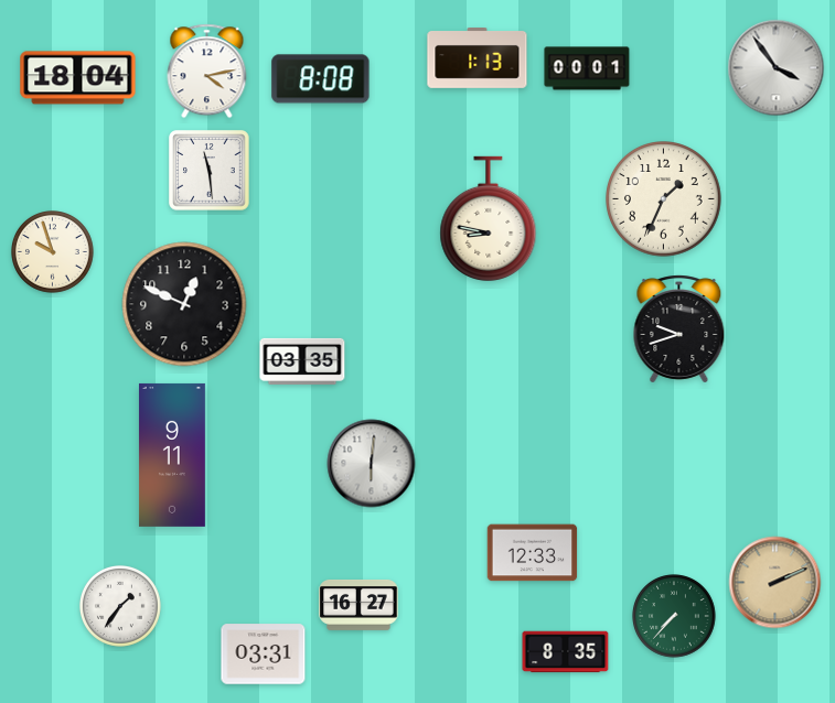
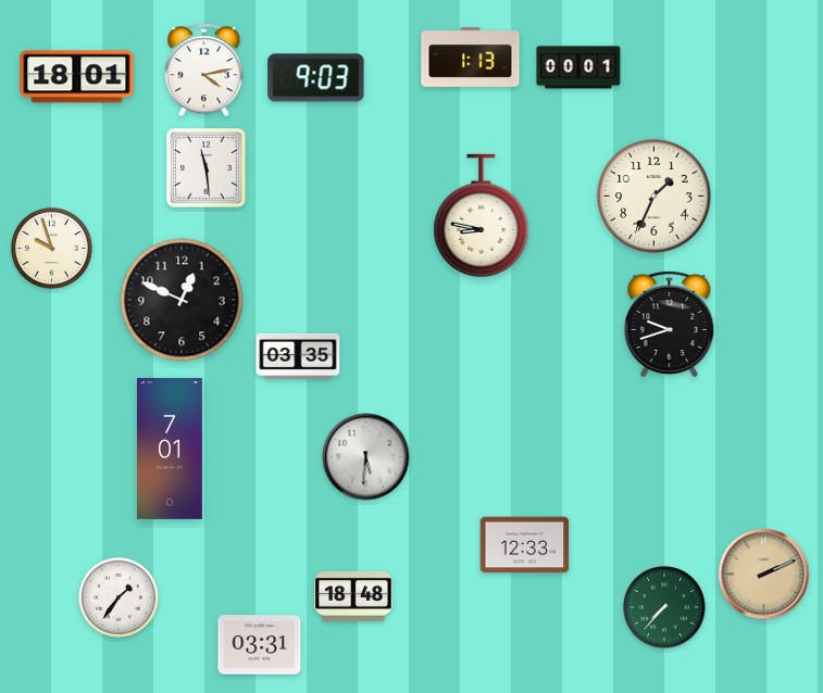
clock at (777, 68): 3:54 -> none
clock at (78, 78): 18:04 -> 18:01
clock at (321, 79): 8:08 -> 9:03
clock at (172, 455): 9:11 -> 7:01
clock at (372, 464): 6:01 -> 5:31
clock at (358, 605): 16:27 -> 18:48
clock at (566, 652): 8:35 -> none
